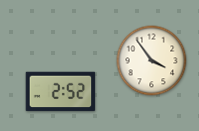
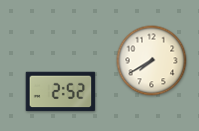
clock at (152, 61): 3:54 -> 7:40
